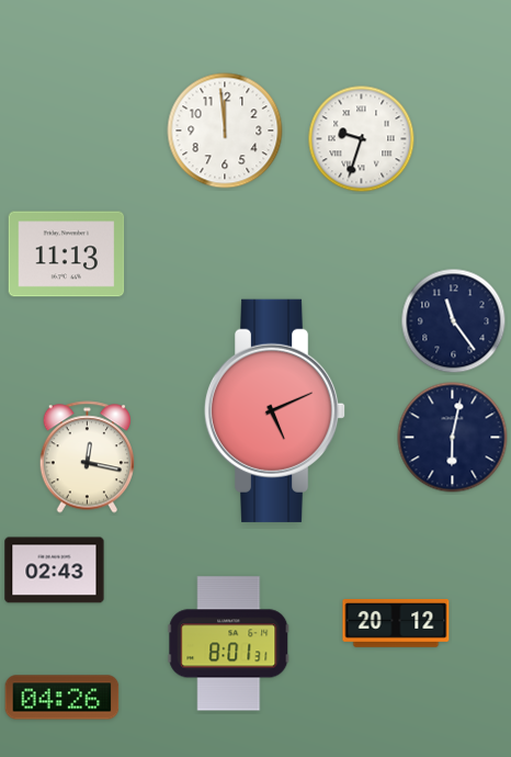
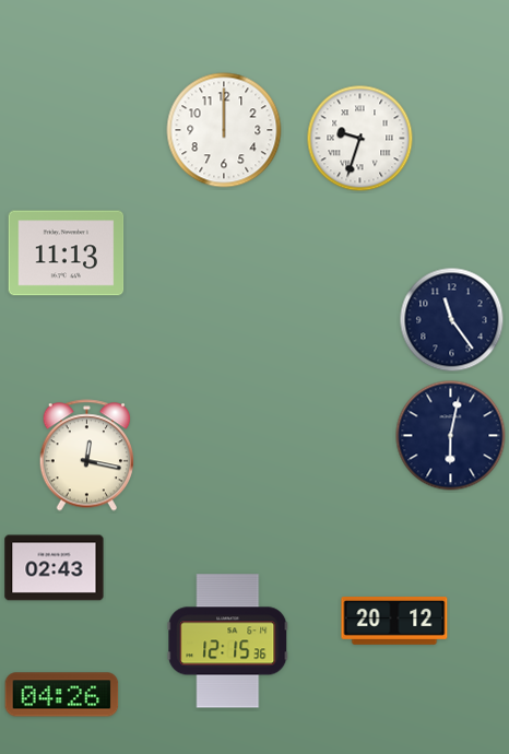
clock at (225, 131): 11:59 -> 12:00
clock at (275, 410): 5:11 -> none
clock at (229, 644): 8:01 -> 12:15
